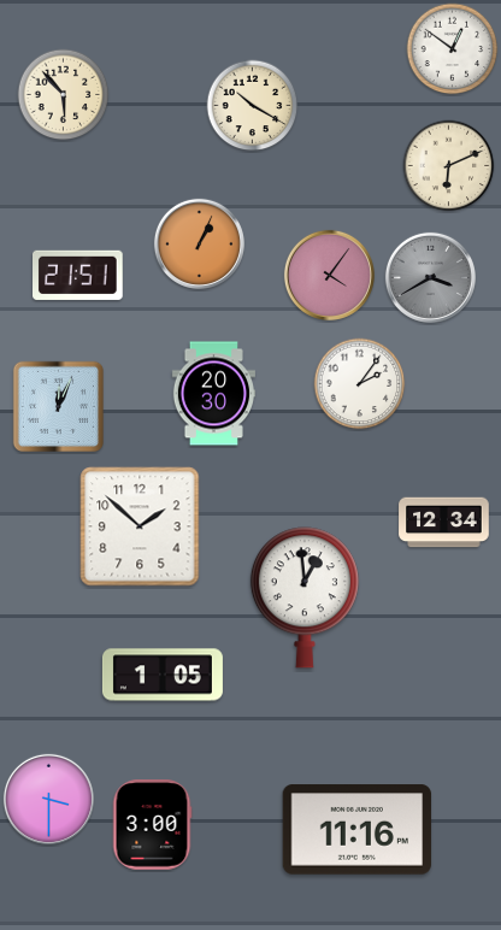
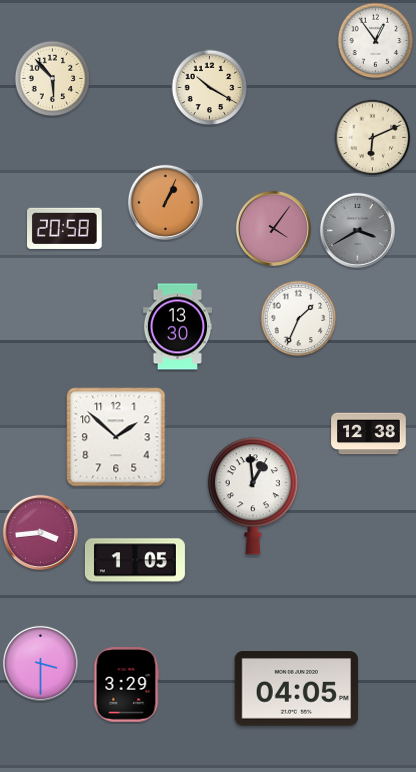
clock at (453, 49): 12:51 -> 12:54
clock at (78, 275): 21:51 -> 20:58
clock at (360, 384): 2:06 -> 1:34
clock at (213, 394): 20:30 -> 13:30
clock at (58, 406): 12:04 -> none
clock at (444, 523): 12:34 -> 12:38
clock at (40, 532): none -> 3:44
clock at (152, 825): 3:00 -> 3:29
clock at (358, 830): 11:16 -> 04:05
